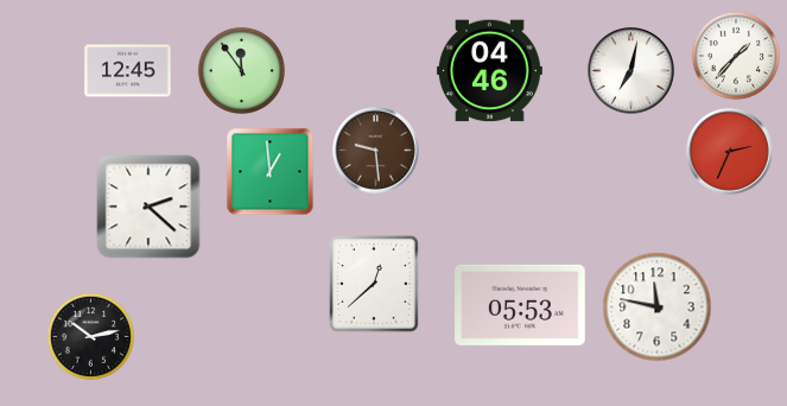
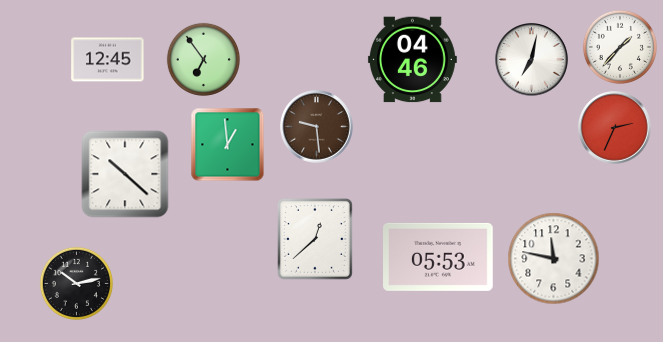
clock at (241, 70): 11:54 -> 6:54
clock at (148, 207): 2:22 -> 10:22
